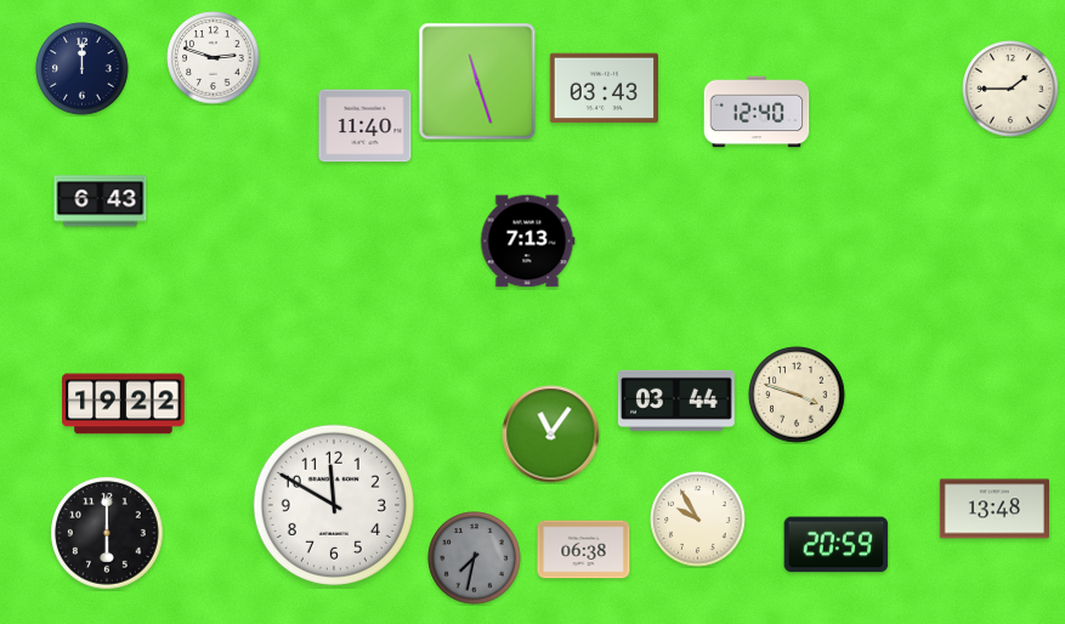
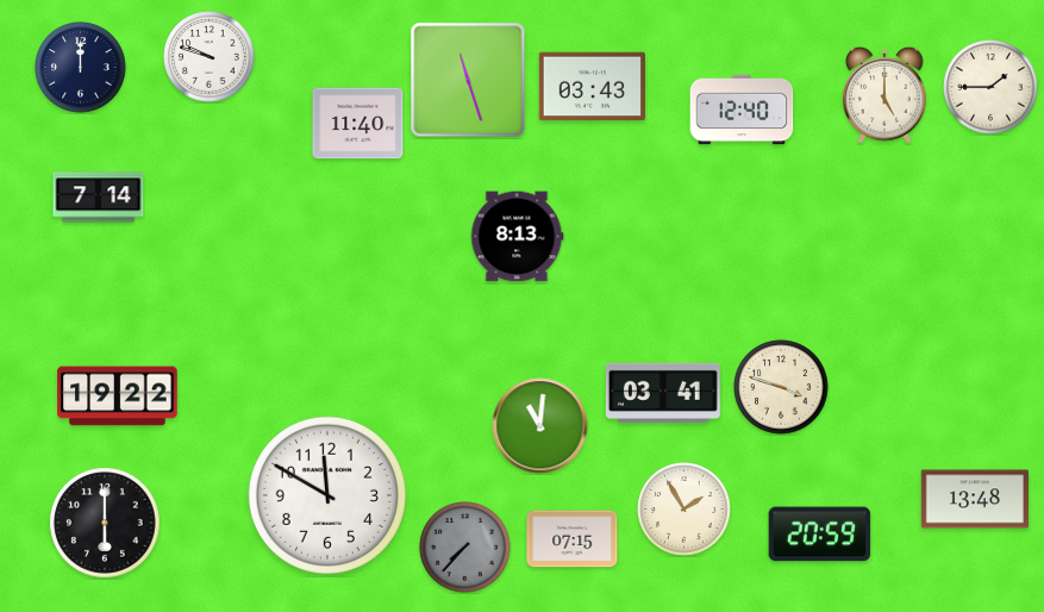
clock at (214, 58): 2:48 -> 9:48
clock at (886, 95): none -> 5:00
clock at (101, 202): 6:43 -> 7:14
clock at (528, 242): 7:13 -> 8:13
clock at (676, 401): 03:44 -> 03:41
clock at (124, 404) position: (124, 404) -> (118, 396)
clock at (551, 435): 11:06 -> 11:01
clock at (698, 520): 9:55 -> 1:55
clock at (584, 550): 06:38 -> 07:15
clock at (475, 558): 7:32 -> 7:37
